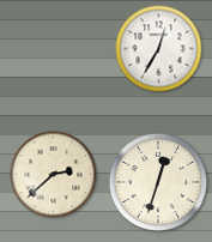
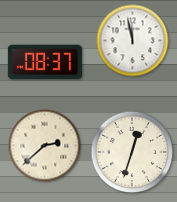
clock at (159, 49): 12:35 -> 11:58
clock at (45, 62): none -> 08:37
